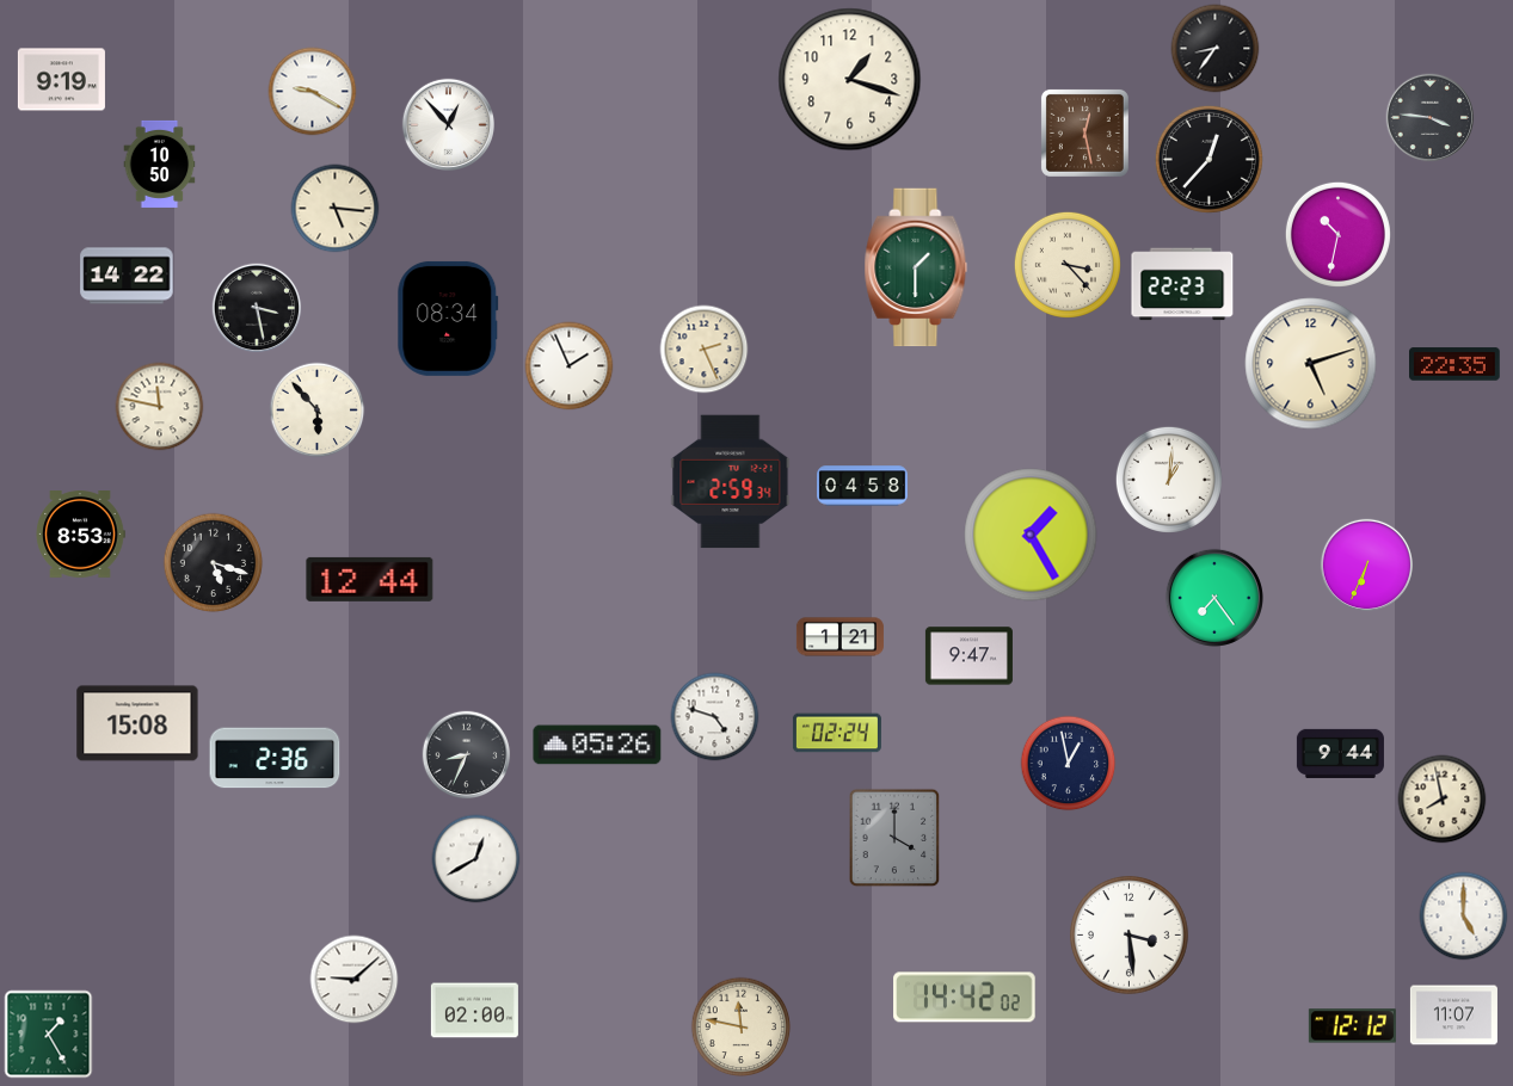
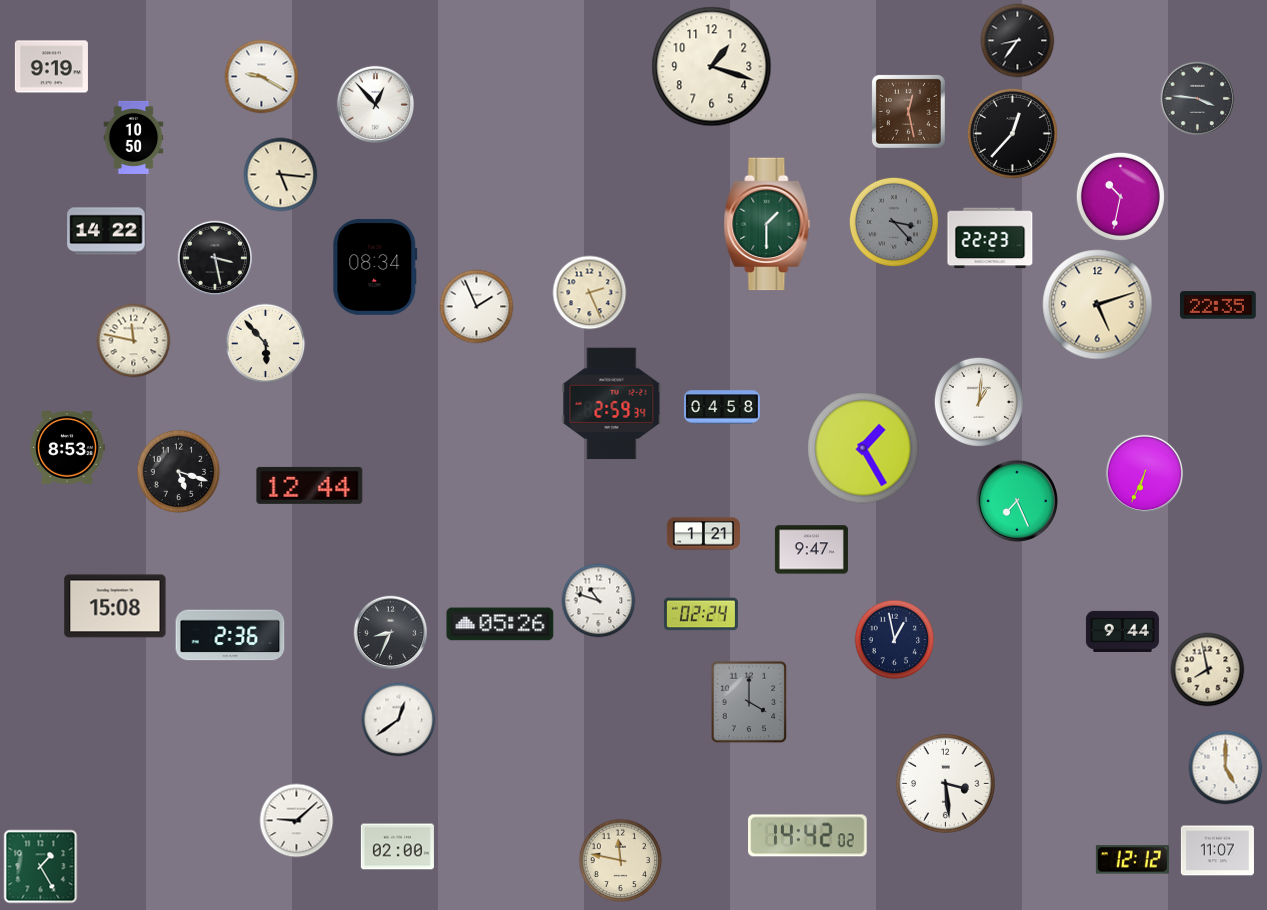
clock at (1068, 265) dial: cream -> grey
clock at (1214, 598): 7:24 -> 7:26
clock at (715, 717): 4:48 -> 10:48
clock at (476, 859): 12:40 -> 12:39
